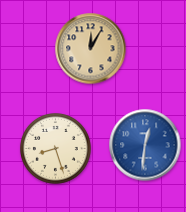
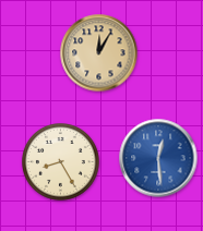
clock at (145, 145): 12:31 -> 12:29
clock at (56, 149): 8:27 -> 8:25
